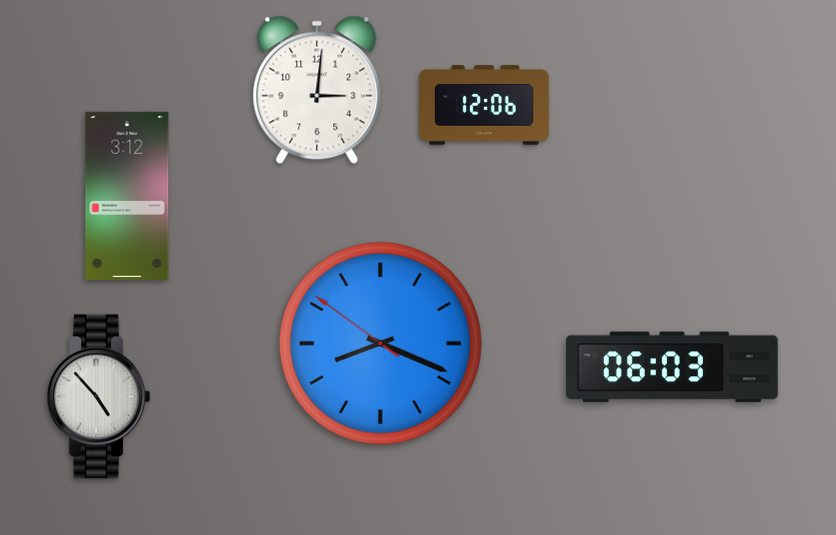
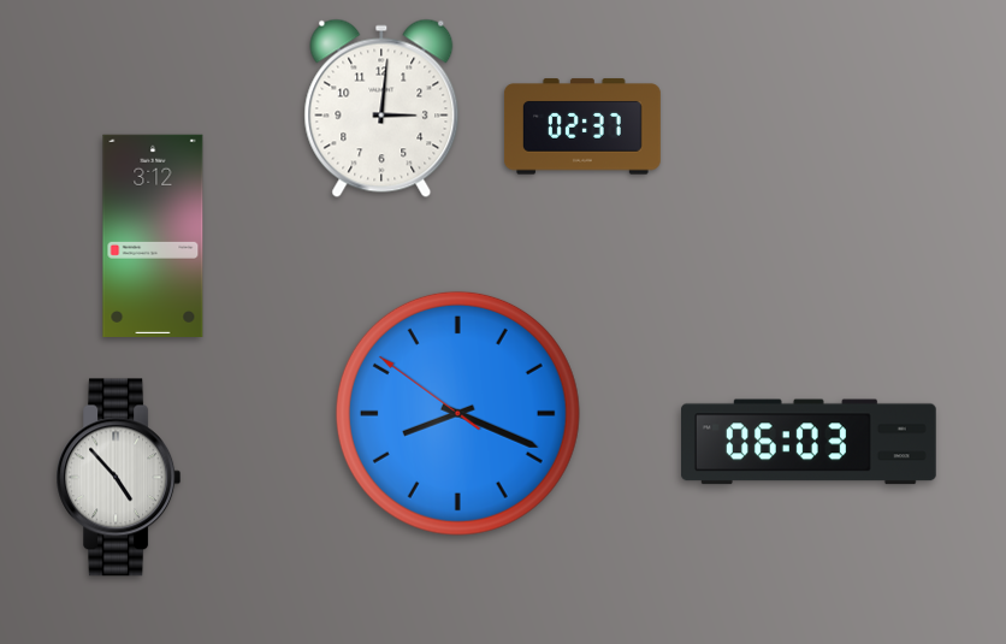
clock at (484, 105): 12:06 -> 02:37
